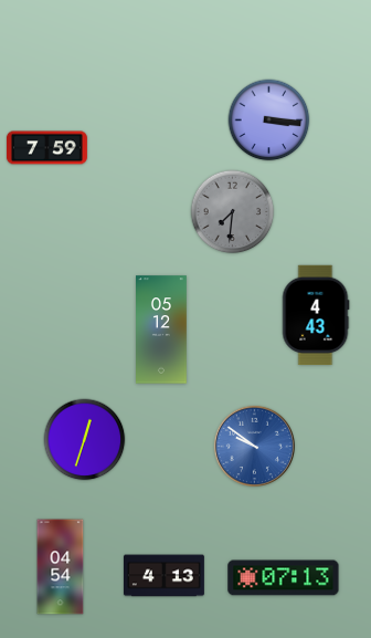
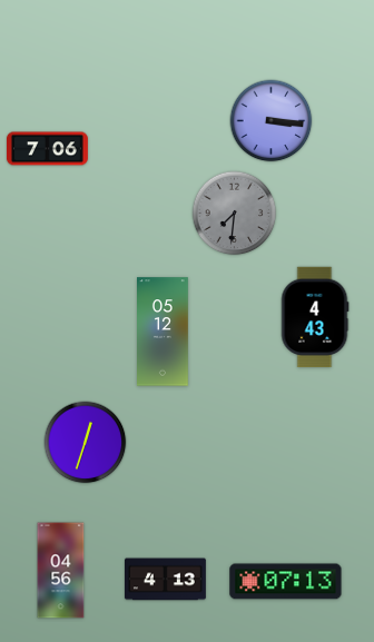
clock at (46, 148): 7:59 -> 7:06
clock at (316, 315) position: (316, 315) -> (315, 317)
clock at (254, 446): 9:51 -> none
clock at (61, 567): 04:54 -> 04:56
